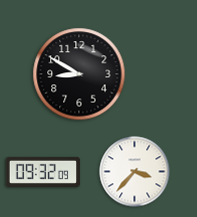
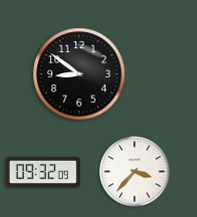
clock at (79, 74): 8:50 -> 8:51
